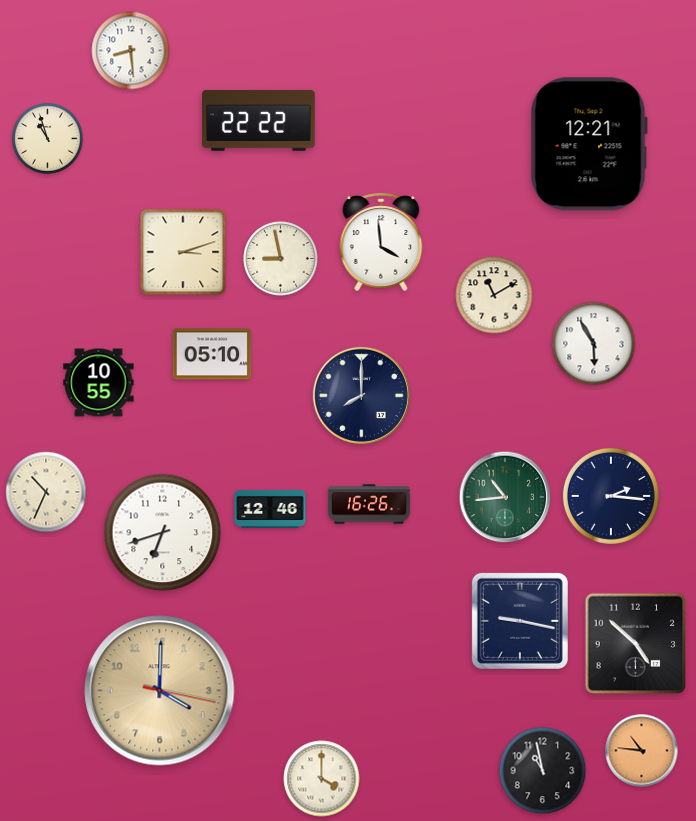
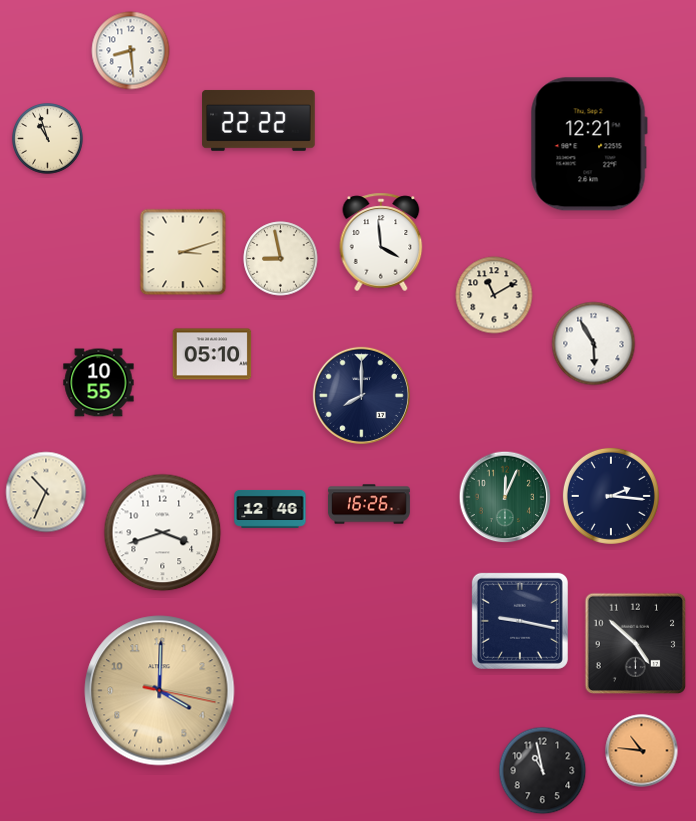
clock at (505, 497): 10:44 -> 12:04
clock at (163, 533): 6:42 -> 3:42
clock at (322, 779): 4:00 -> none
